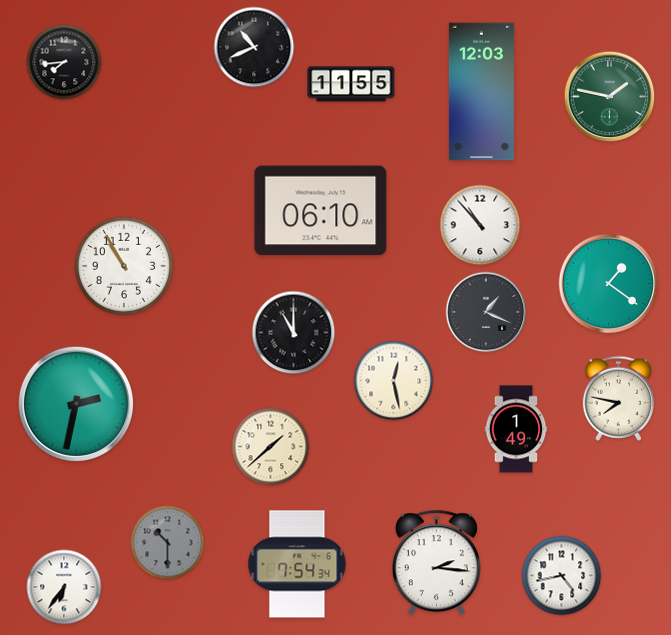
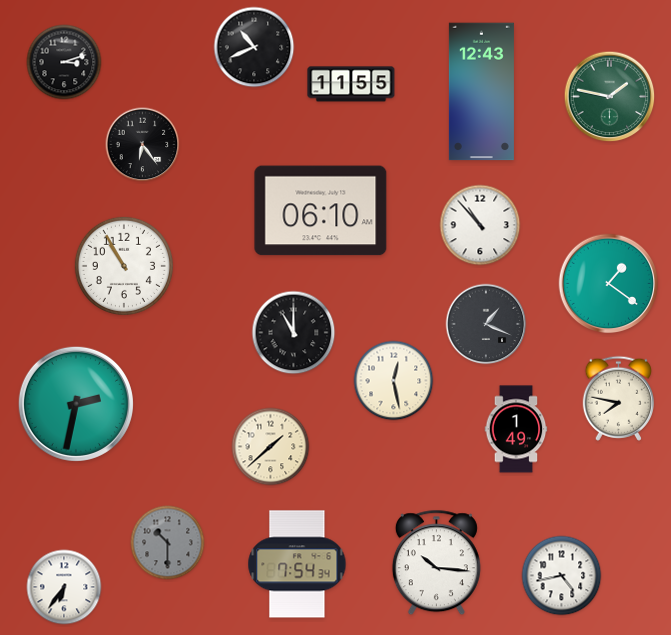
clock at (64, 62): 7:44 -> 3:12
clock at (481, 92): 12:03 -> 12:43
clock at (143, 145): none -> 6:24
clock at (486, 312) position: (486, 312) -> (486, 324)
clock at (436, 563): 2:16 -> 10:16
